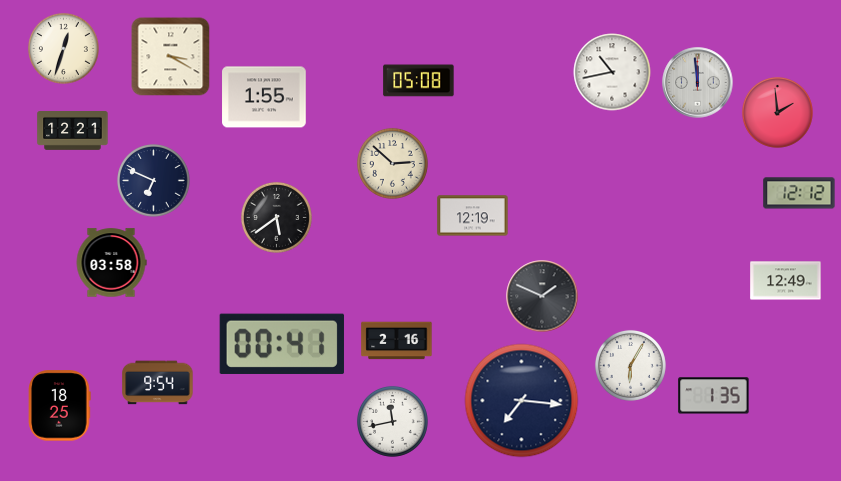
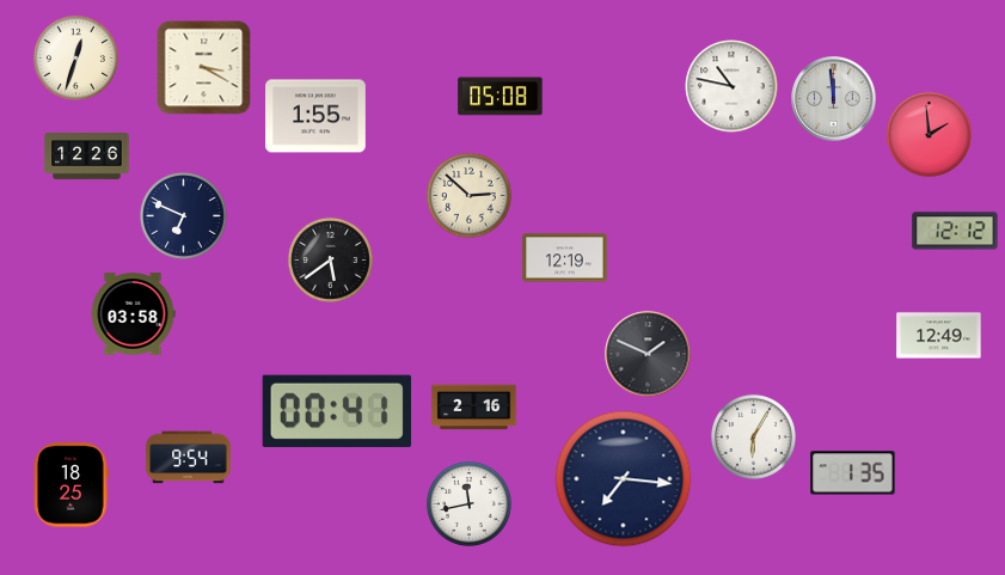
clock at (612, 72): 10:43 -> 10:47
clock at (73, 131): 12:21 -> 12:26
